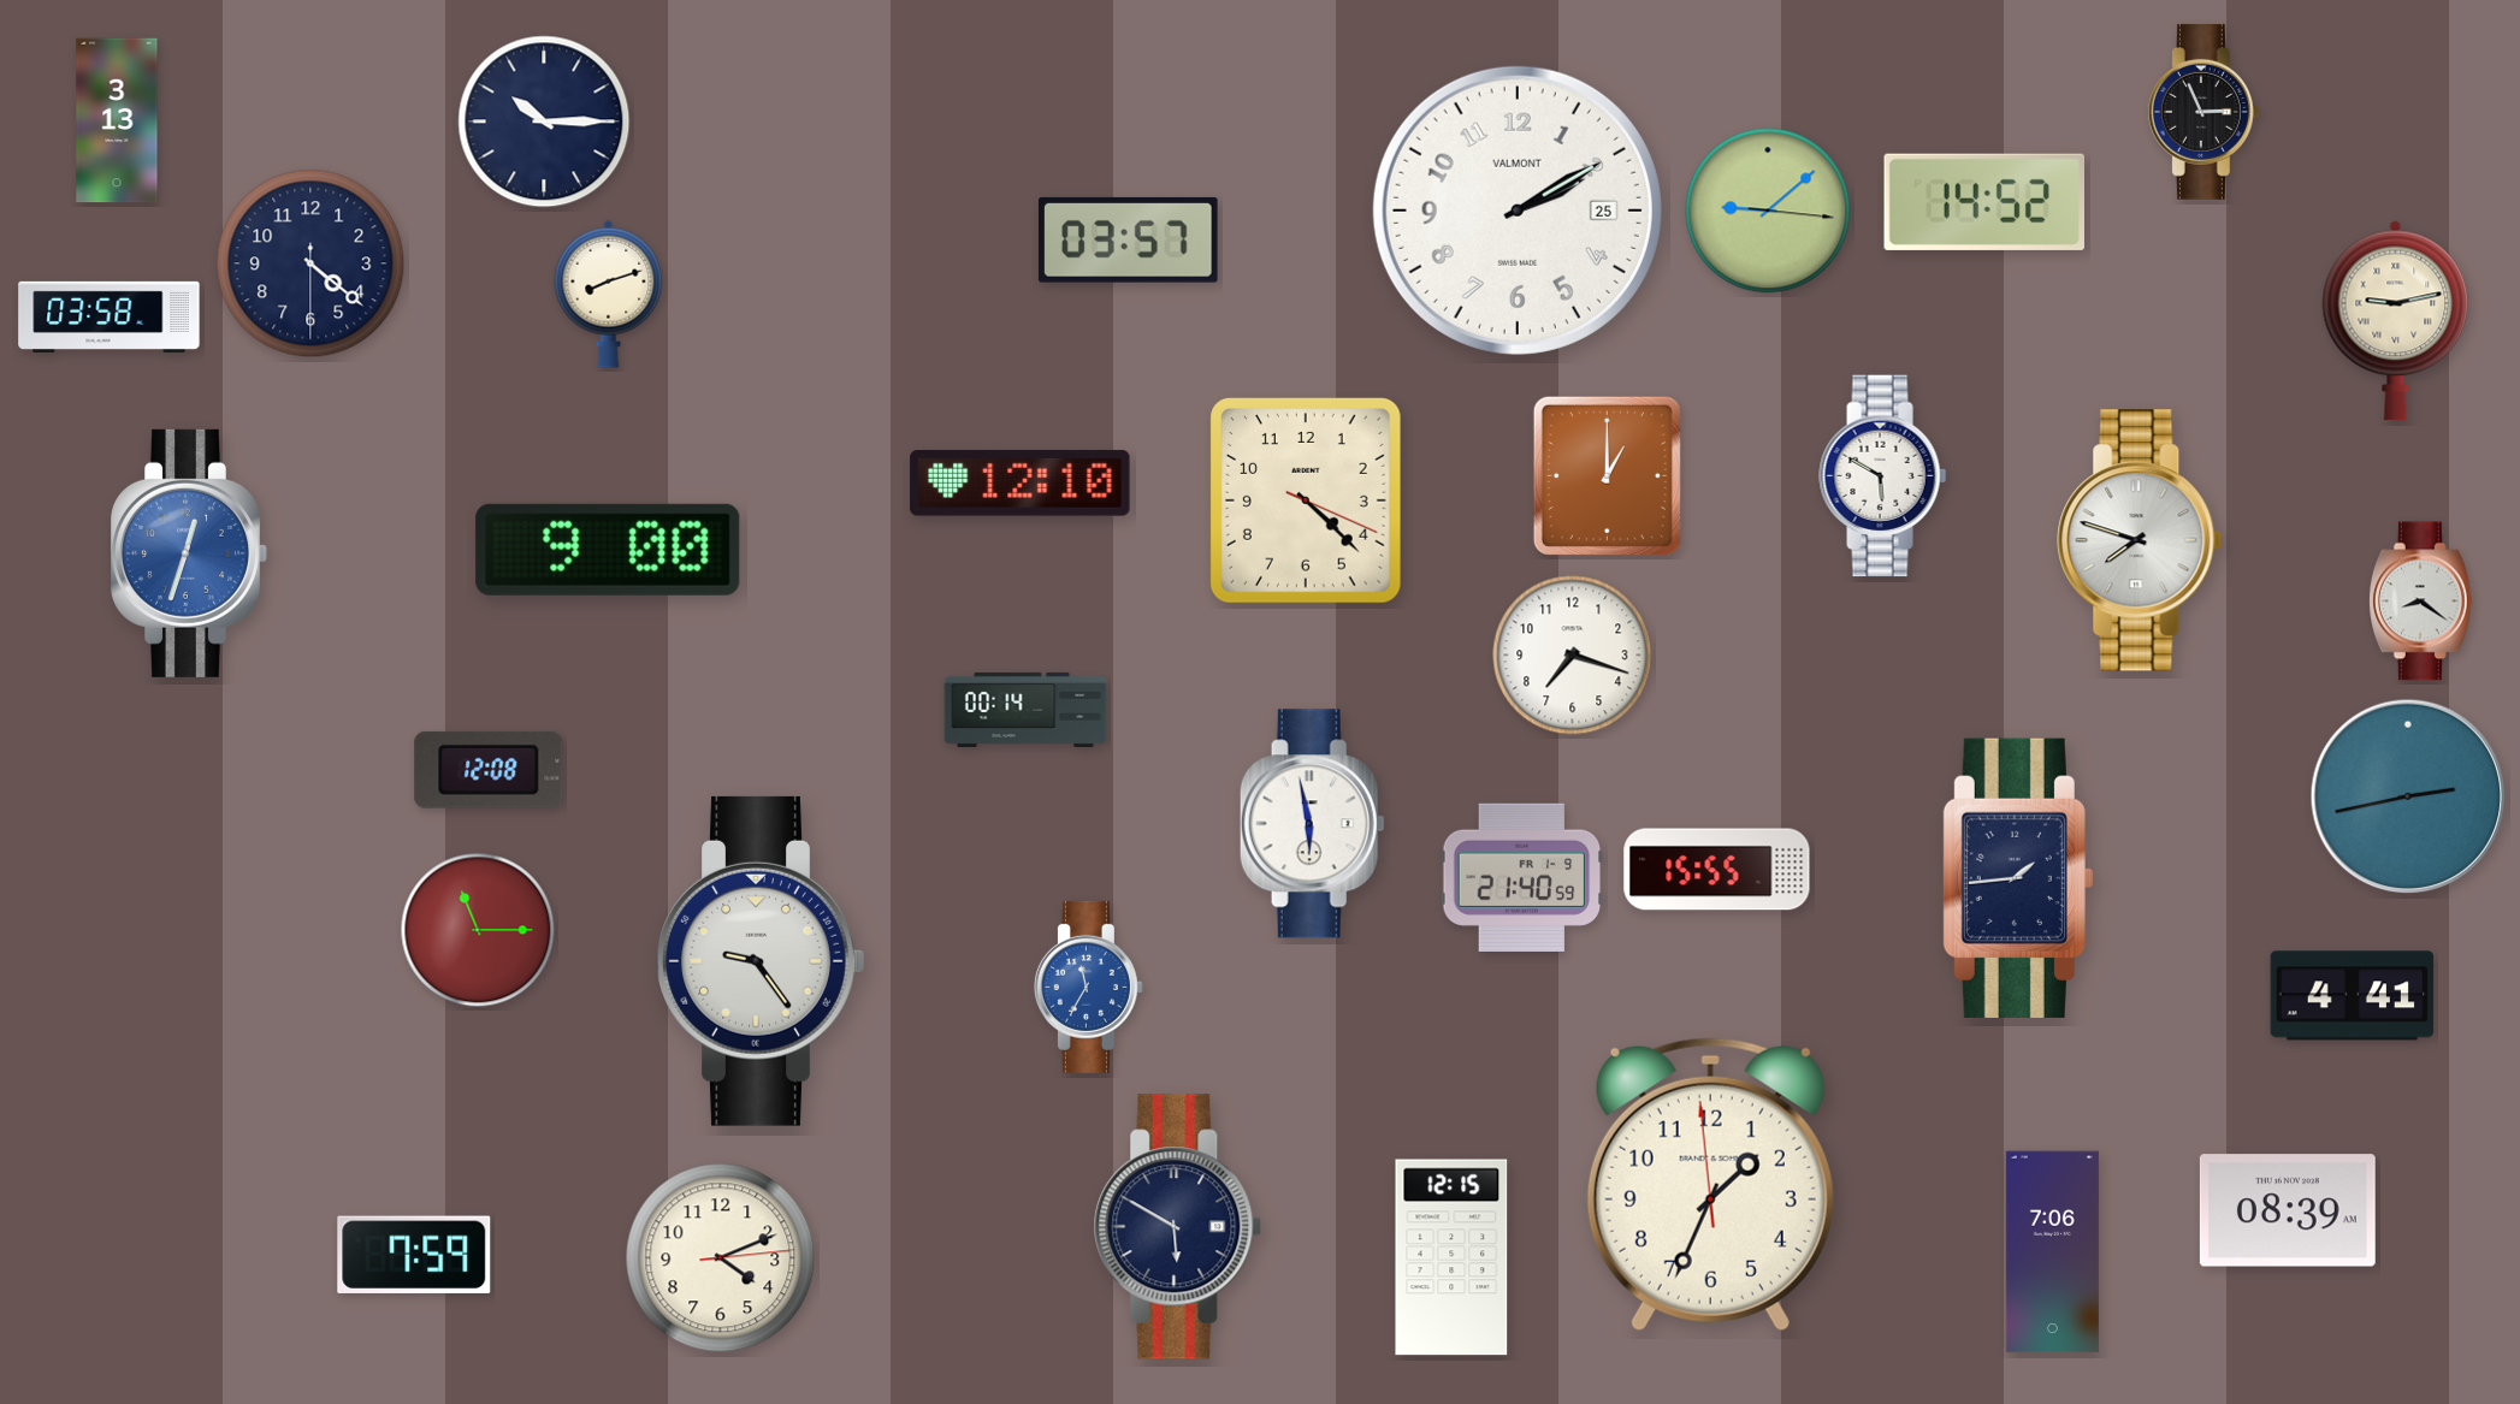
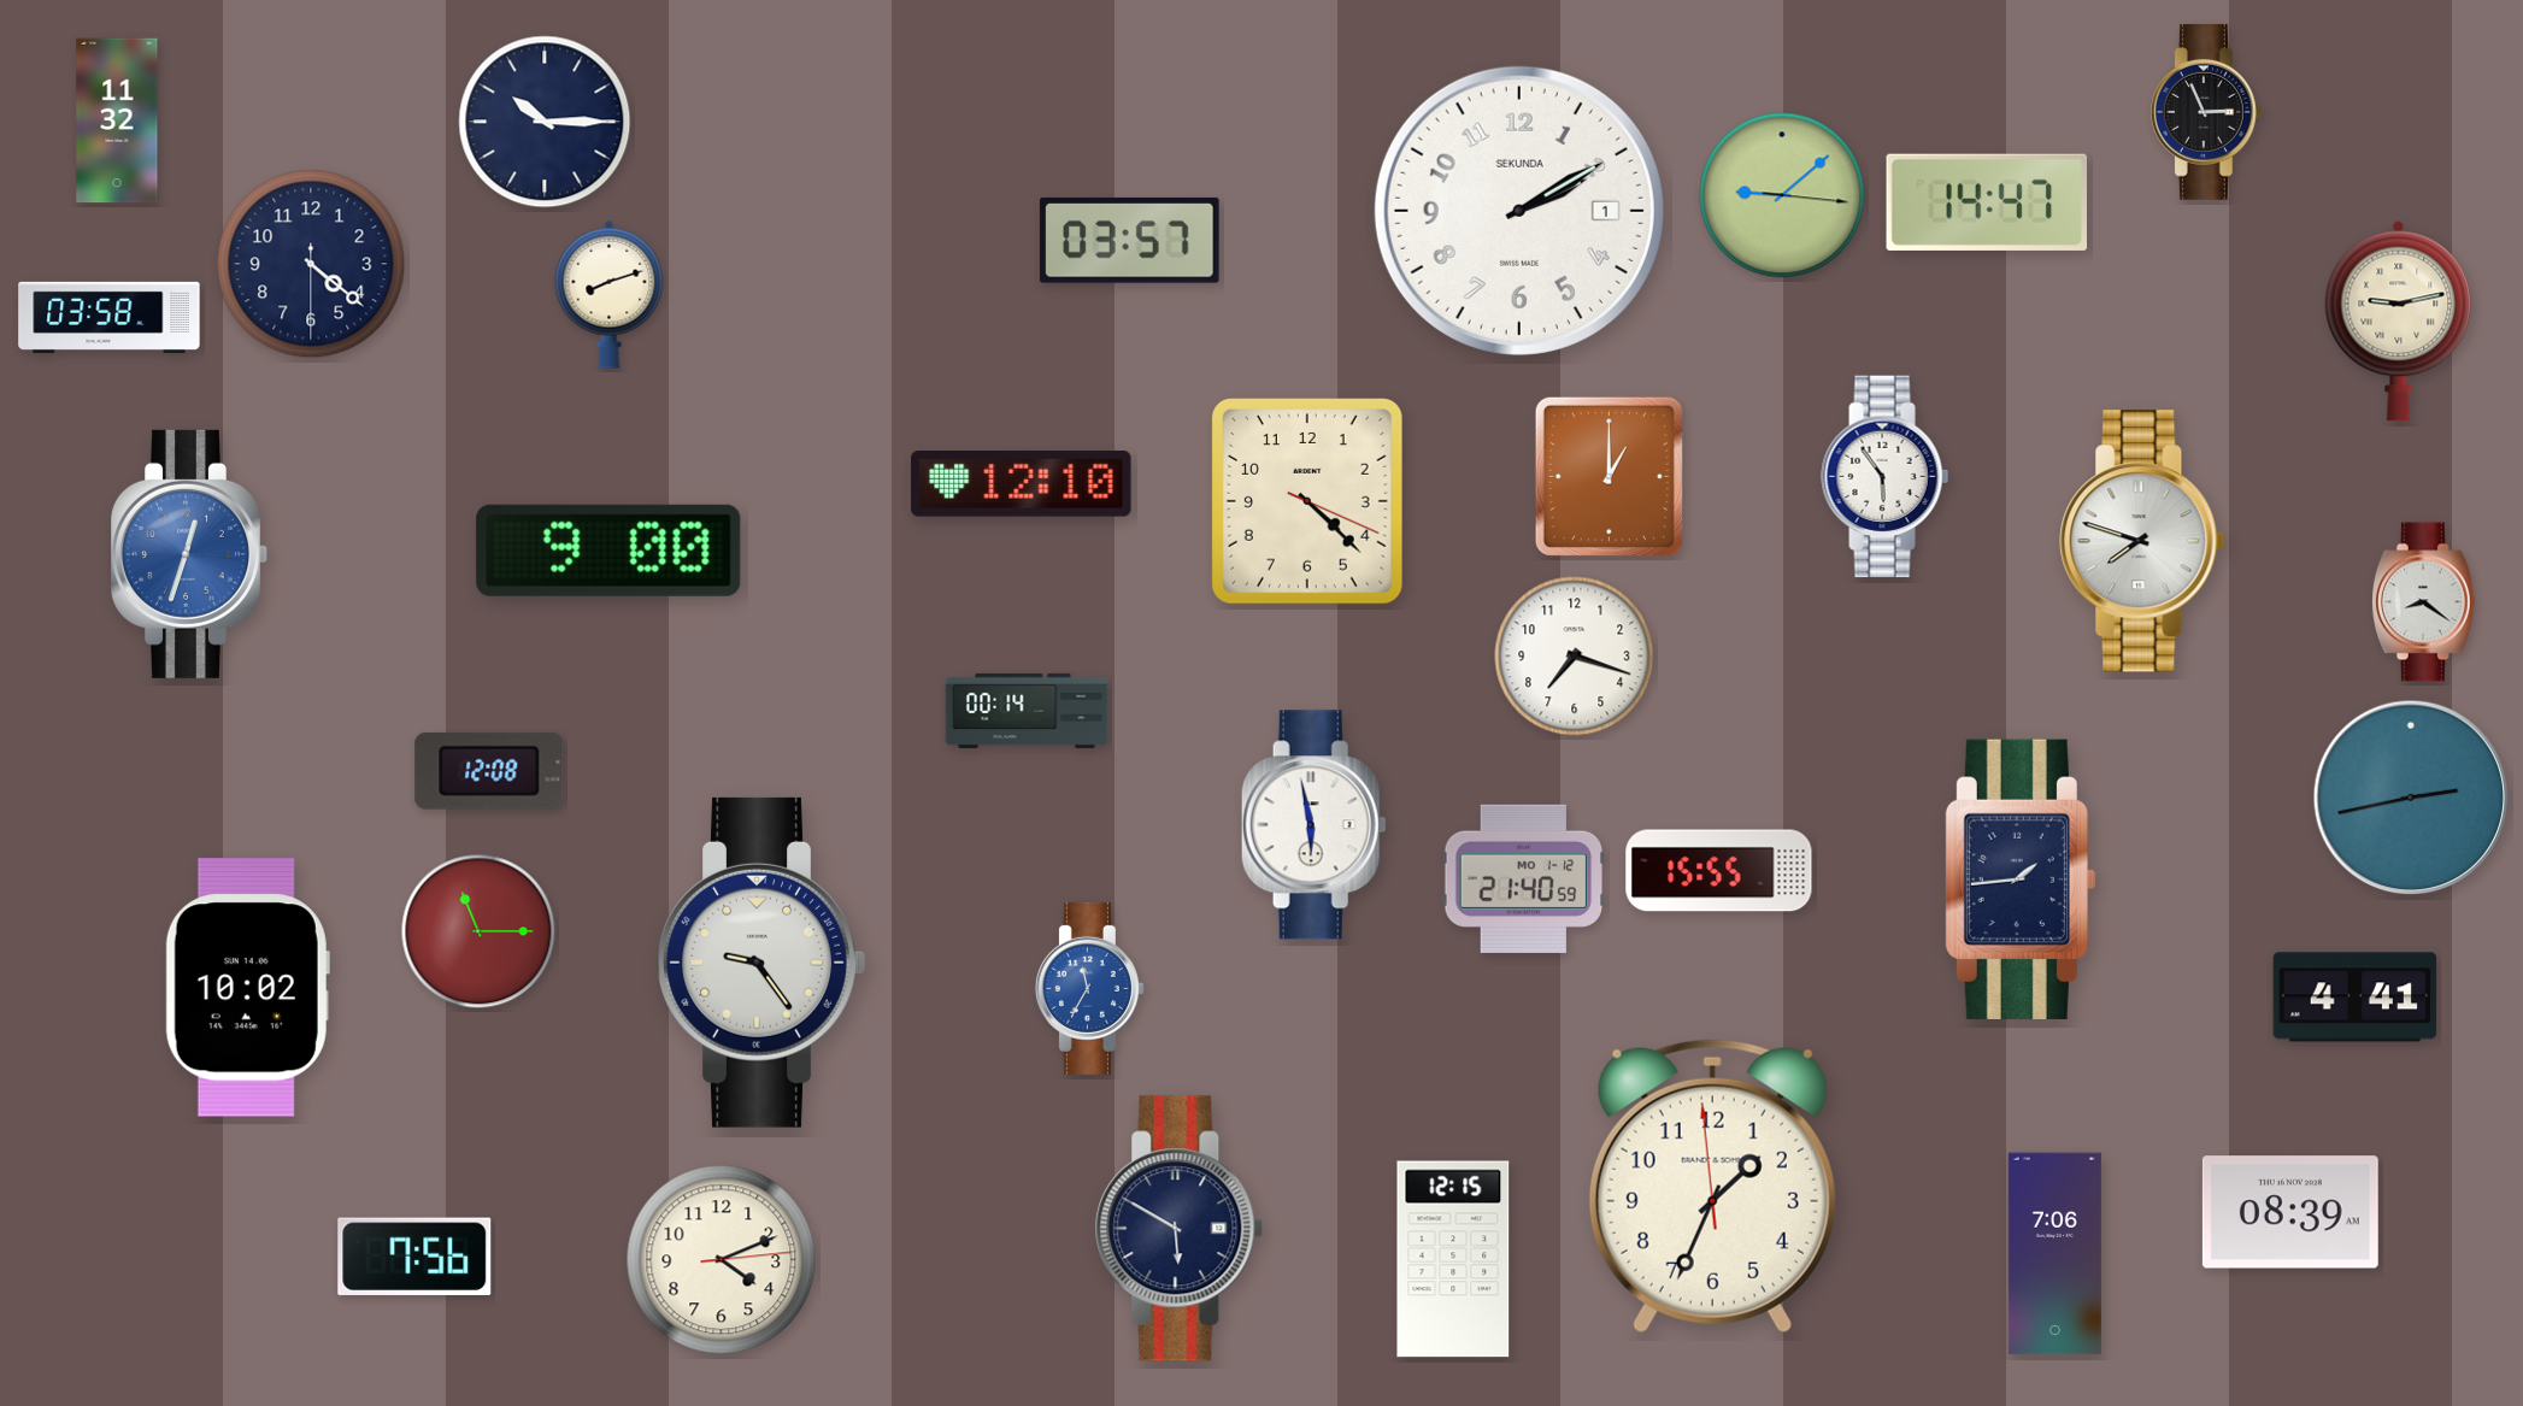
clock at (117, 120): 3:13 -> 11:32
clock at (1983, 202): 14:52 -> 14:47
clock at (1518, 211) date: 25 -> 1
clock at (1518, 211) brand: VALMONT -> SEKUNDA
clock at (1768, 211) position: (1768, 211) -> (1782, 195)
clock at (1883, 476): 5:50 -> 5:54
clock at (1522, 877) date: FR 1-9 -> MO 1-12
clock at (247, 988): none -> 10:02
clock at (414, 1255): 7:59 -> 7:56
